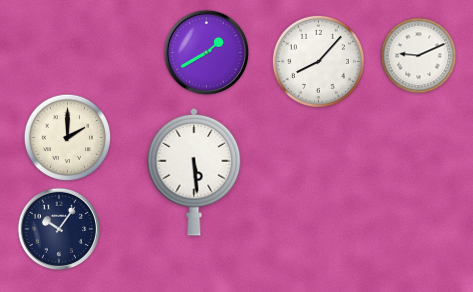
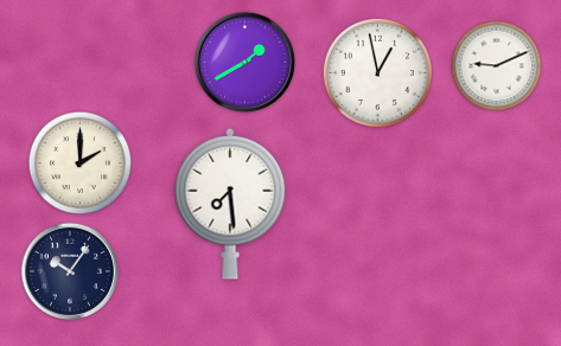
clock at (318, 61): 8:07 -> 12:58
clock at (194, 172): 5:29 -> 7:29
